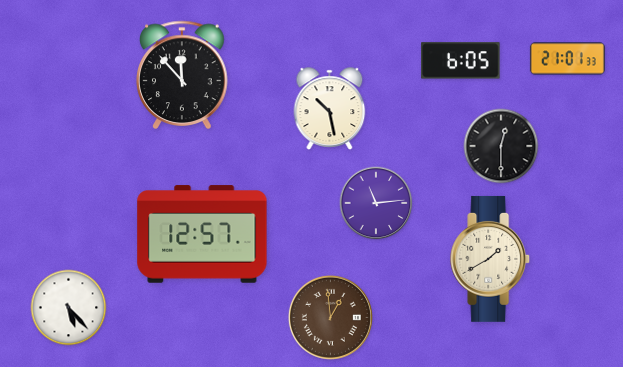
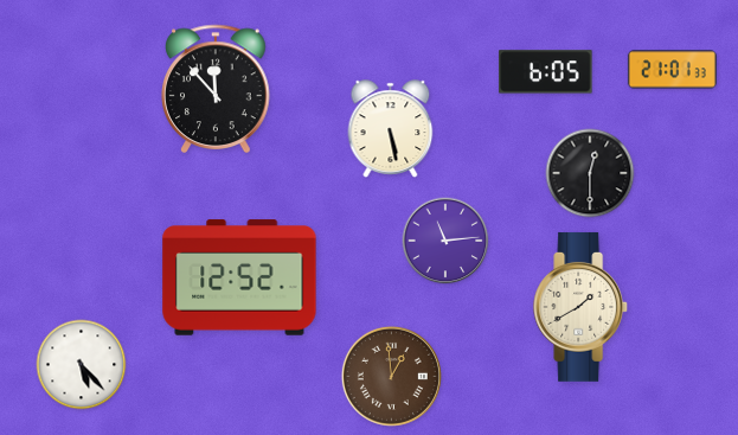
clock at (330, 109): 10:28 -> 5:28
clock at (501, 146) position: (501, 146) -> (590, 173)
clock at (202, 234): 12:57 -> 12:52
